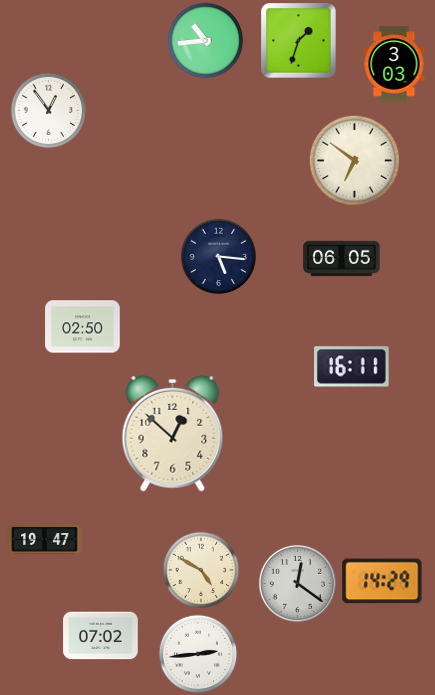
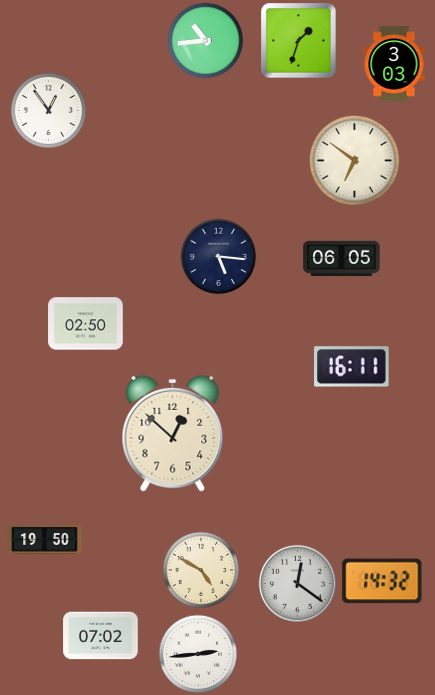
clock at (83, 327) position: (83, 327) -> (86, 324)
clock at (45, 540): 19:47 -> 19:50
clock at (382, 581): 14:29 -> 14:32
